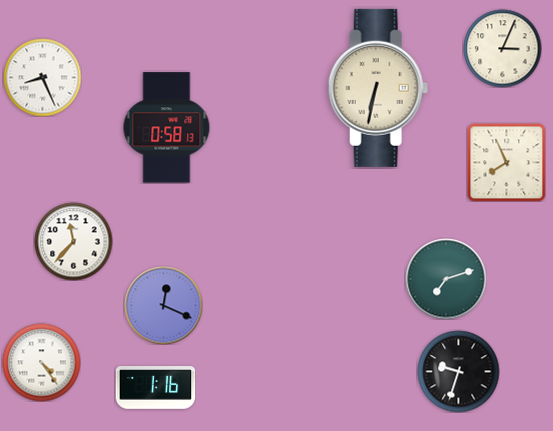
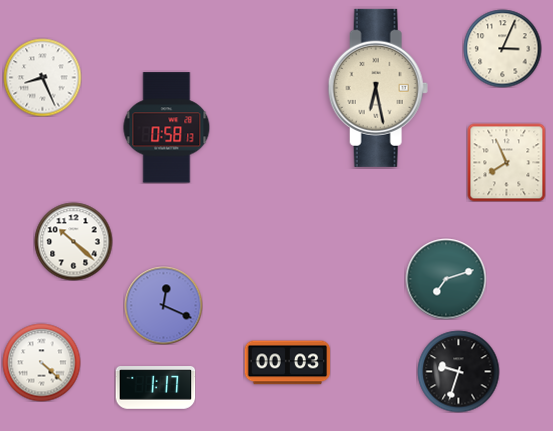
clock at (378, 88): 6:32 -> 6:28
clock at (73, 241): 11:37 -> 10:22
clock at (41, 362): 4:24 -> 4:22
clock at (287, 363): none -> 00:03
clock at (155, 388): 1:16 -> 1:17
